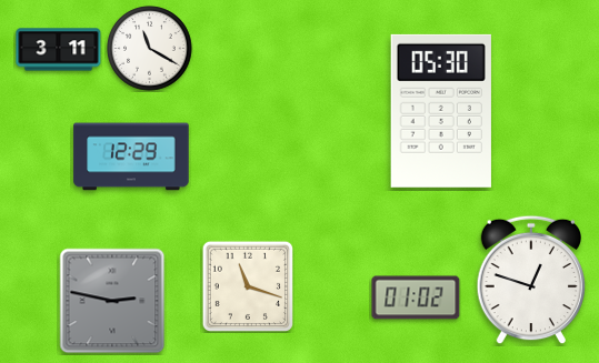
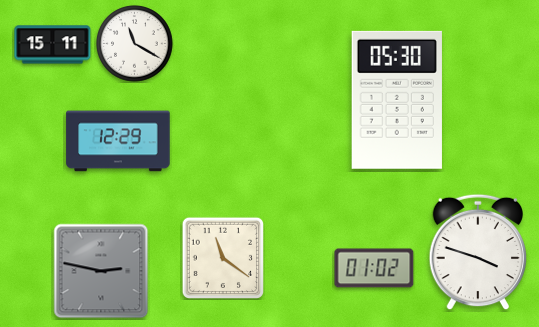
clock at (59, 50): 3:11 -> 15:11
clock at (531, 280): 12:48 -> 3:48
clock at (247, 285): 11:18 -> 11:21
